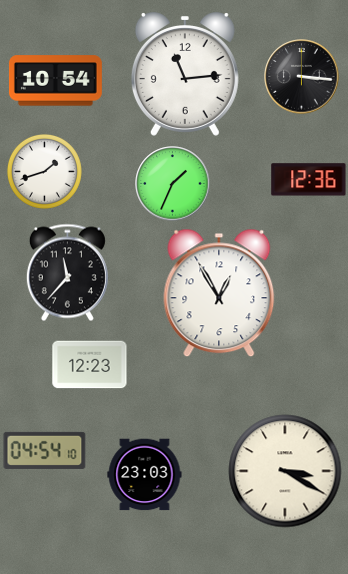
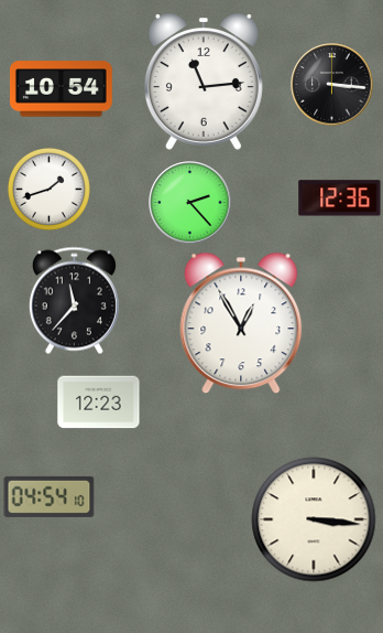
clock at (173, 184): 1:34 -> 2:23
clock at (285, 471): 3:20 -> 3:16
clock at (145, 475): 23:03 -> none
